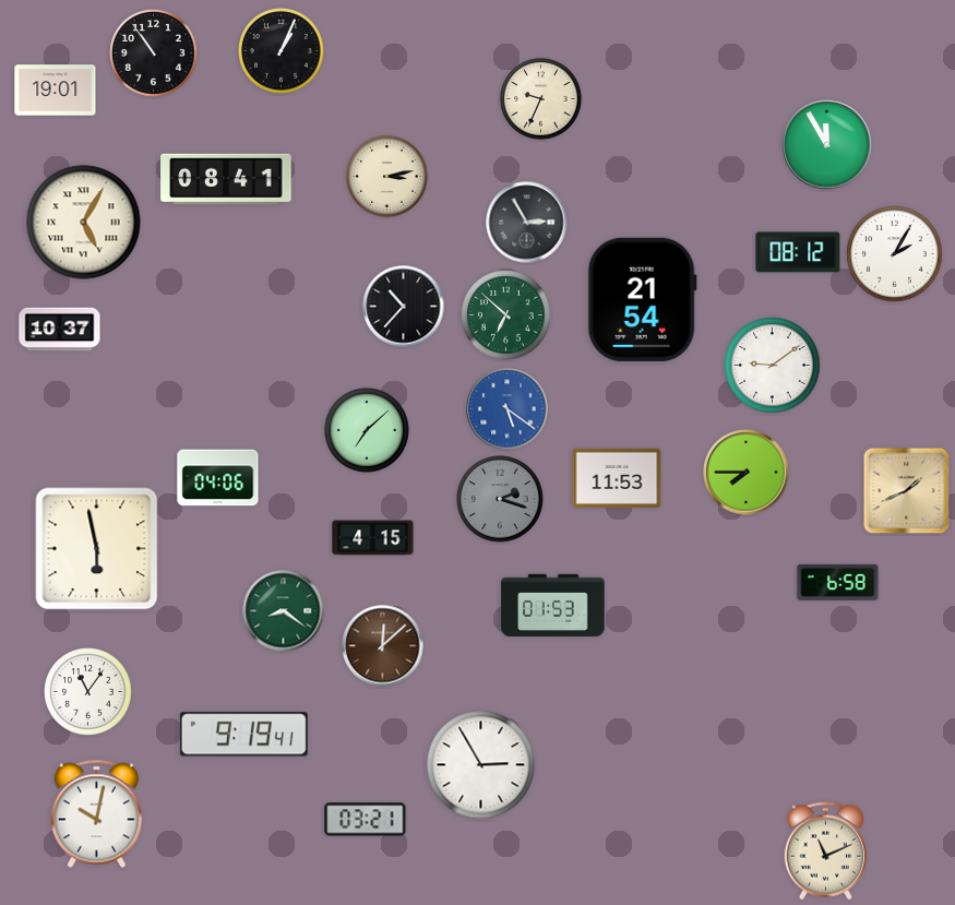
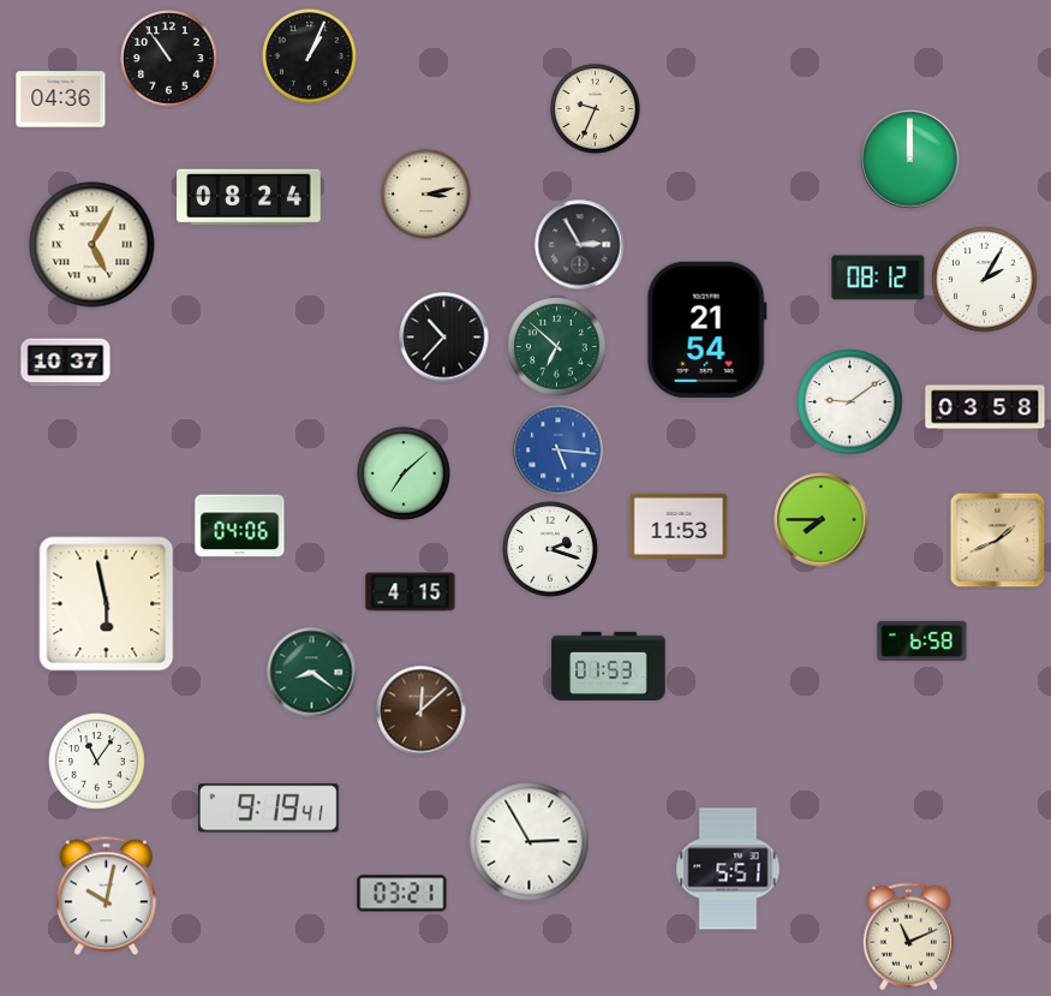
clock at (56, 91): 19:01 -> 04:36
clock at (827, 145): 11:55 -> 12:00
clock at (226, 179): 08:41 -> 08:24
clock at (985, 407): none -> 03:58
clock at (508, 409): 5:21 -> 5:16
clock at (500, 499) dial: grey -> white
clock at (728, 869): none -> 5:51
clock at (366, 820) position: (366, 820) -> (402, 894)
